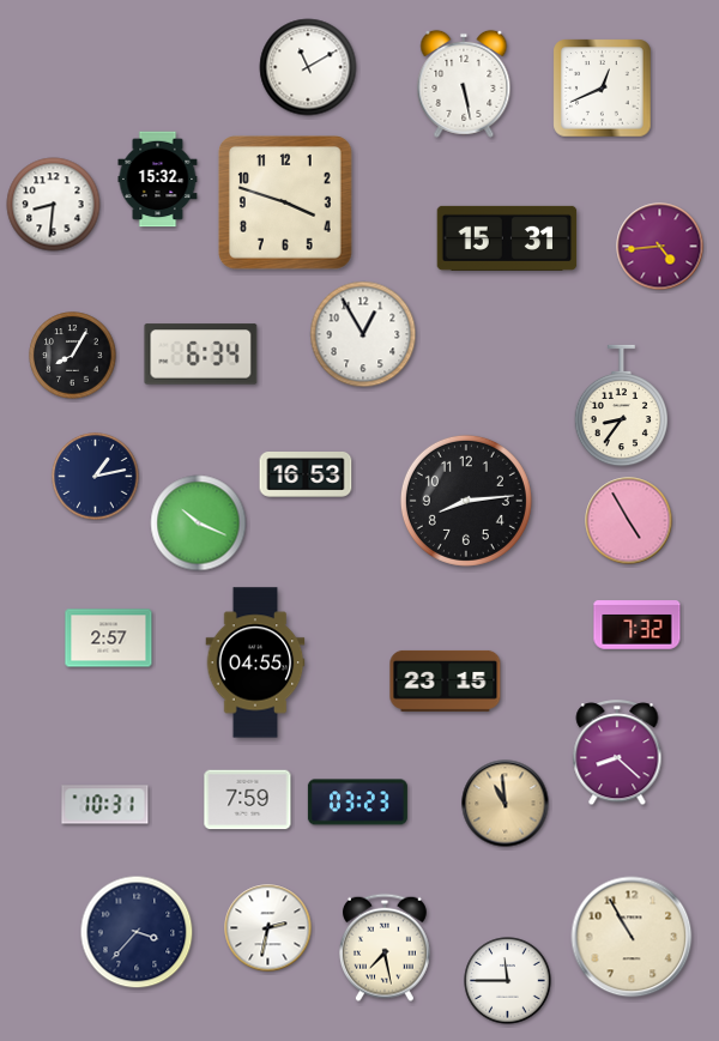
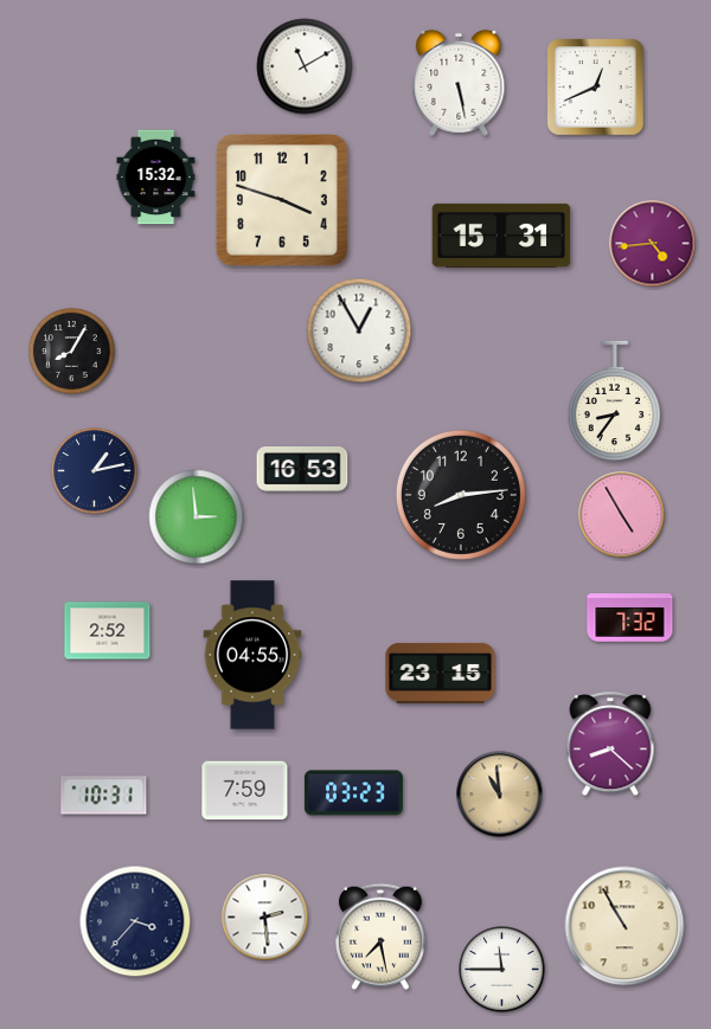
clock at (54, 205): 8:31 -> none
clock at (201, 355): 6:34 -> none
clock at (199, 523): 10:19 -> 2:59
clock at (109, 638): 2:57 -> 2:52
clock at (268, 928): 2:32 -> 2:29
